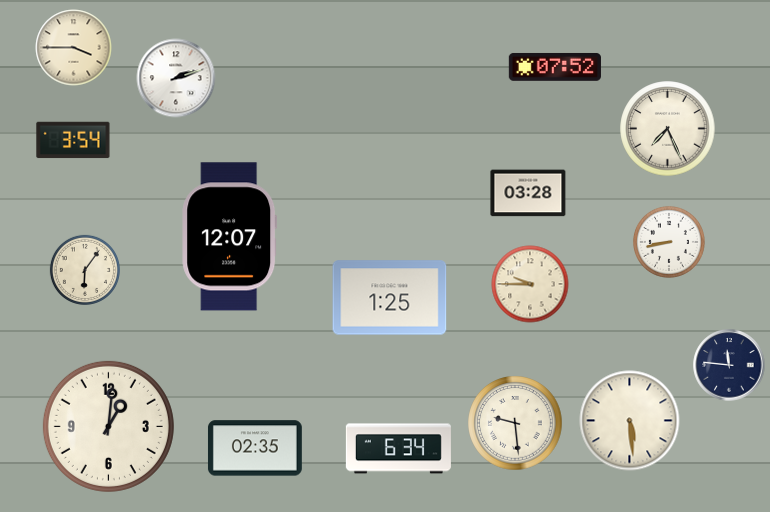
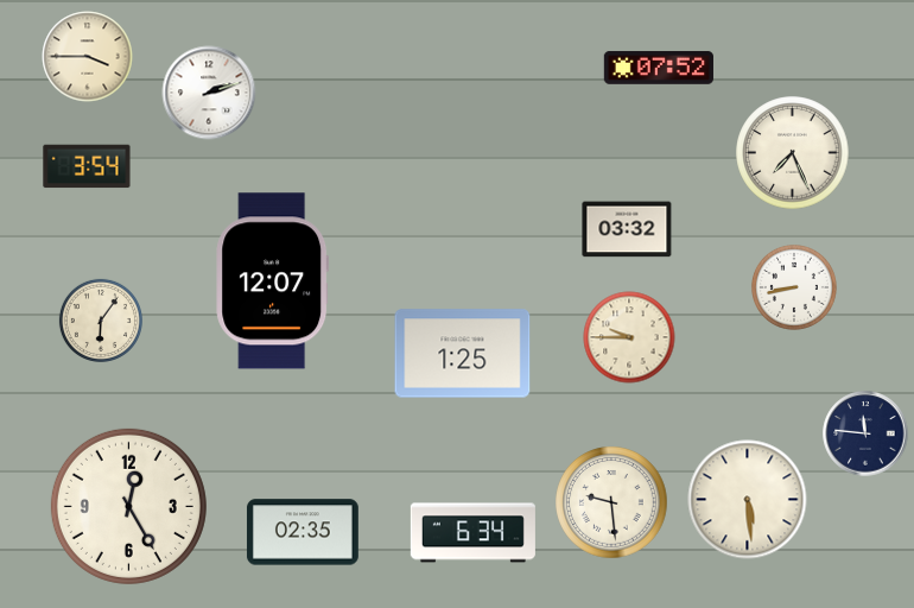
clock at (555, 67) position: (555, 67) -> (659, 68)
clock at (528, 193): 03:28 -> 03:32
clock at (108, 426): 1:01 -> 12:25
